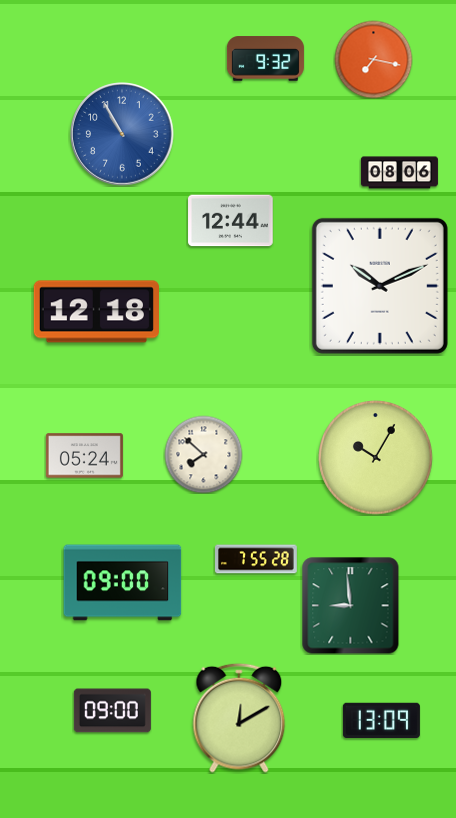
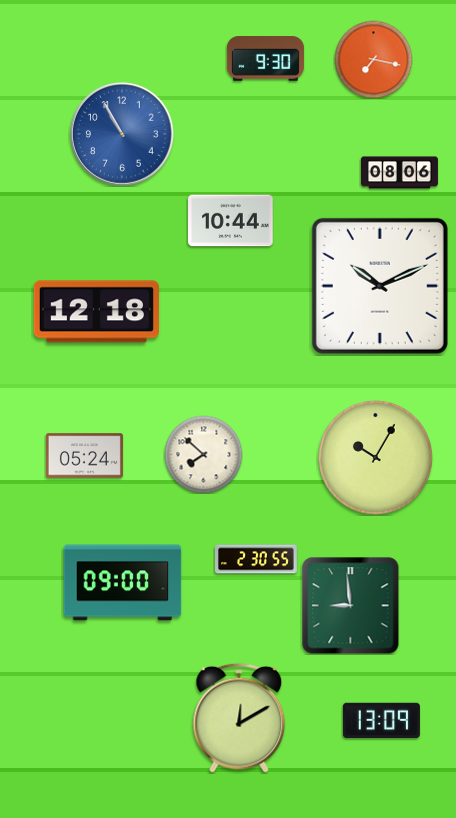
clock at (265, 59): 9:32 -> 9:30
clock at (231, 221): 12:44 -> 10:44
clock at (257, 559): 7:55 -> 2:30
clock at (112, 711): 09:00 -> none
